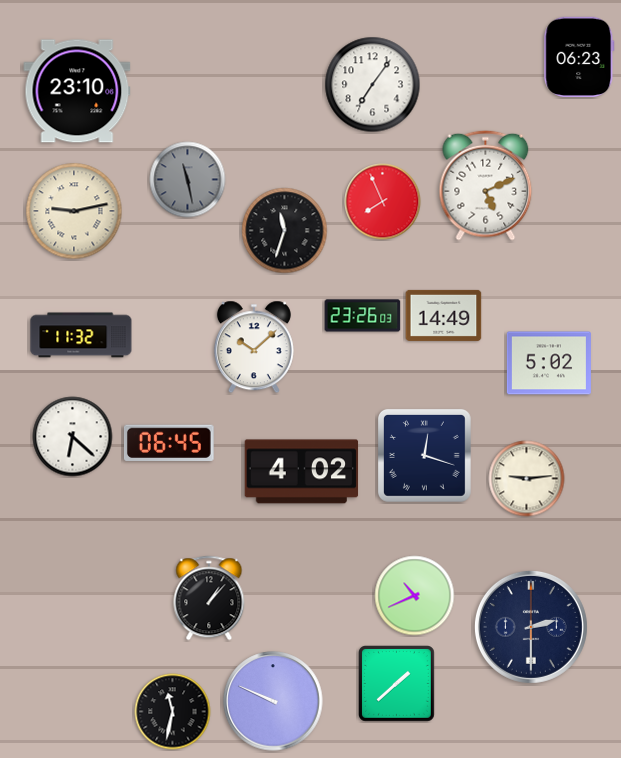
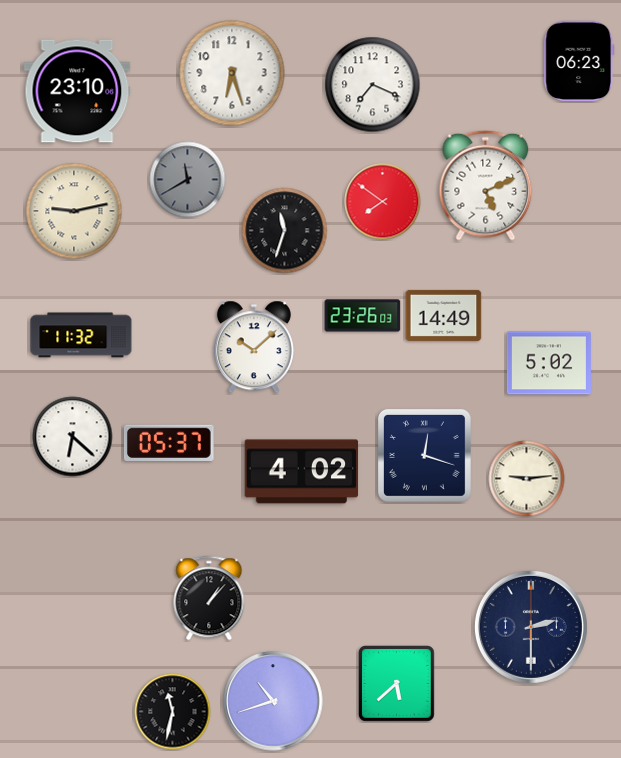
clock at (579, 57) position: (579, 57) -> (579, 61)
clock at (232, 73): none -> 6:27
clock at (373, 85): 7:06 -> 7:19
clock at (188, 180): 11:28 -> 11:40
clock at (383, 202): 7:56 -> 7:51
clock at (169, 443): 06:45 -> 05:37
clock at (415, 596): 10:41 -> none
clock at (397, 684): 1:38 -> 5:38
clock at (273, 701): 9:49 -> 10:42
